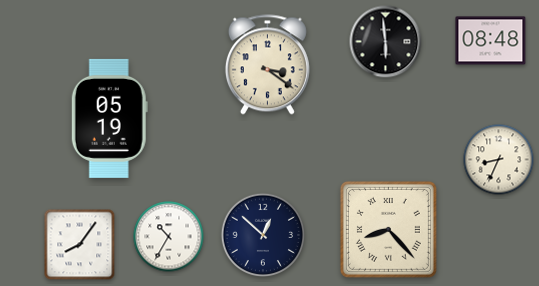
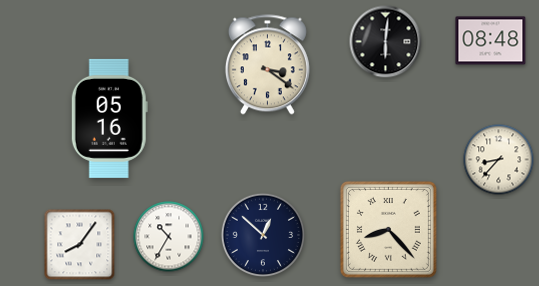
clock at (386, 42): 5:59 -> 6:01
clock at (109, 118): 05:19 -> 05:16
clock at (499, 160): 8:34 -> 8:37
